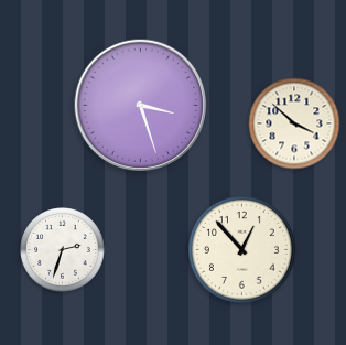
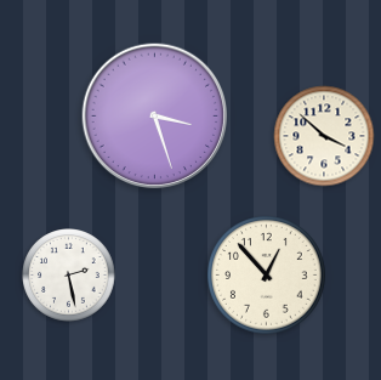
clock at (63, 250): 2:33 -> 2:28
